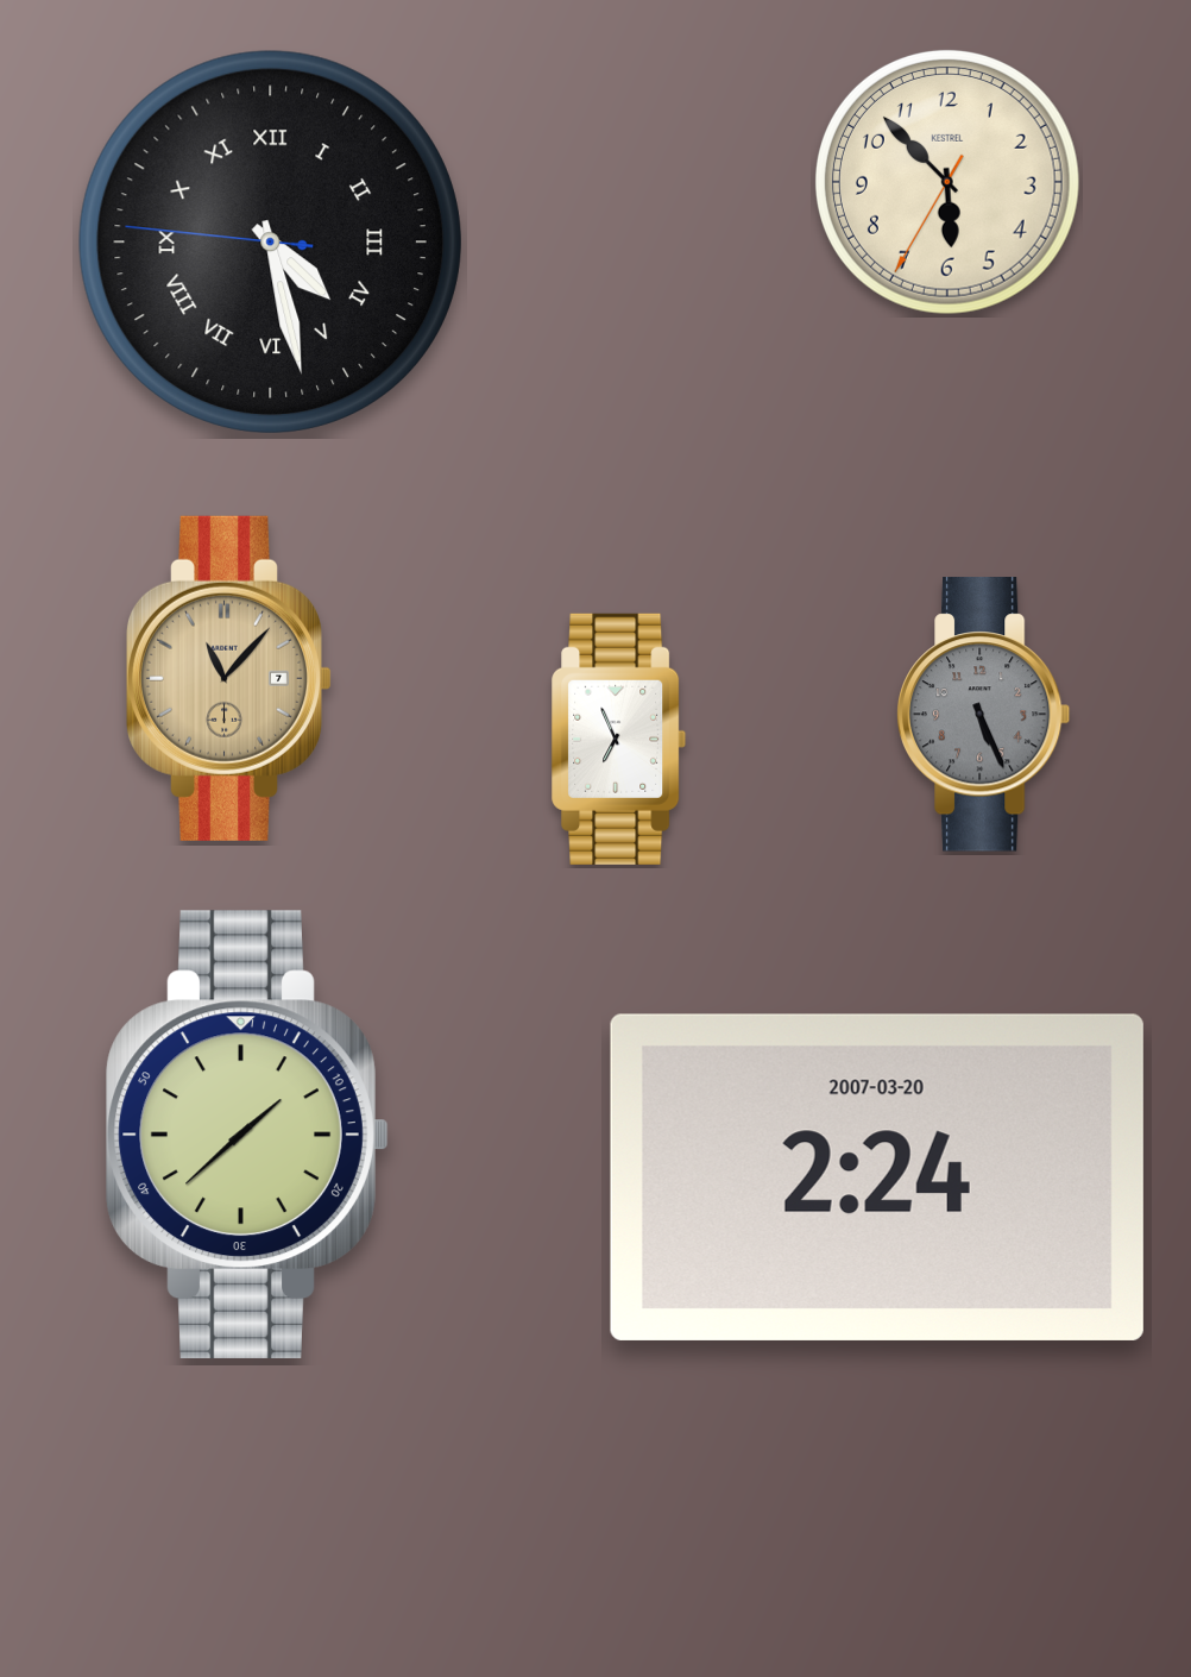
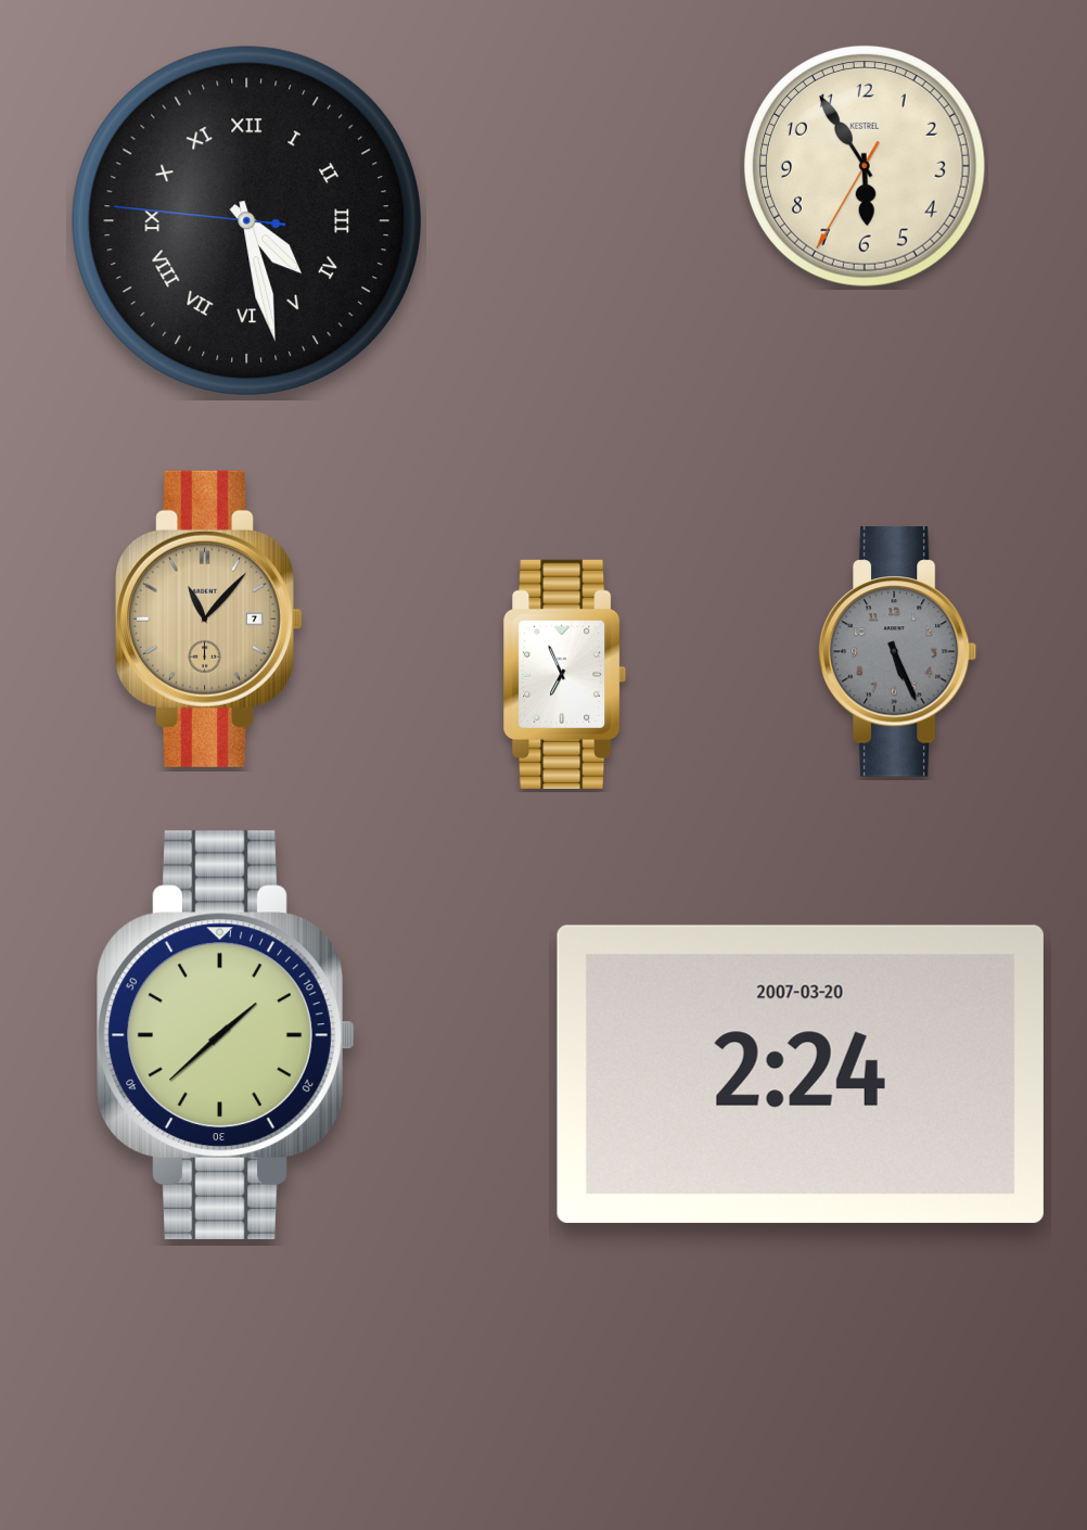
clock at (947, 182): 5:52 -> 5:54
